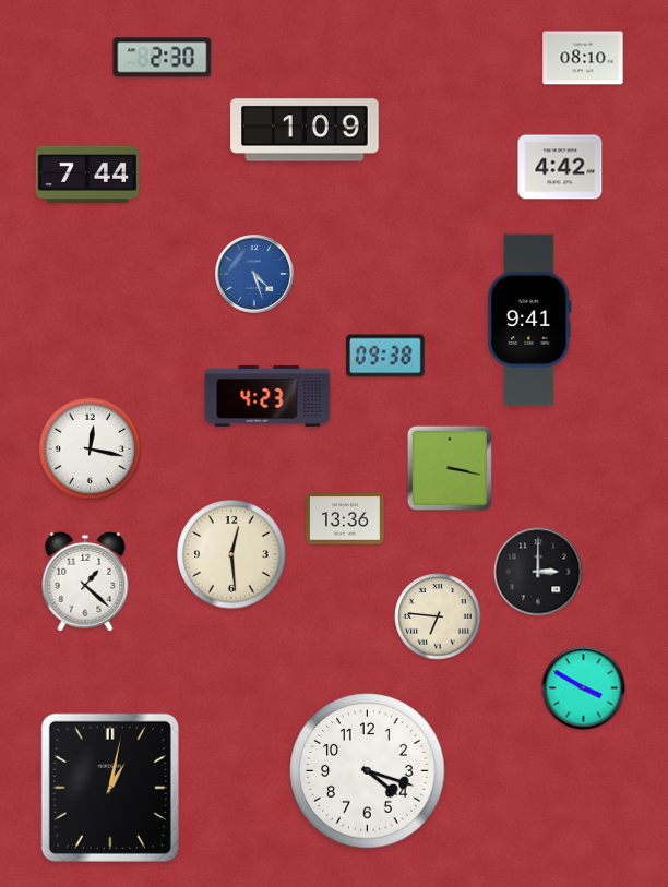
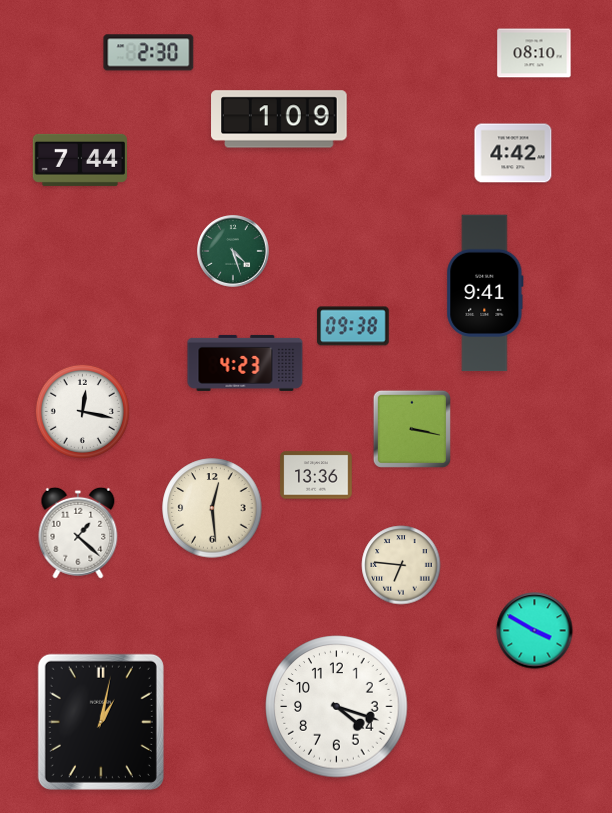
clock at (254, 274) dial: blue -> green
clock at (538, 572): 3:00 -> none
